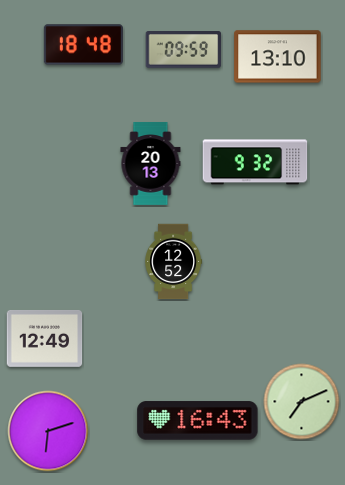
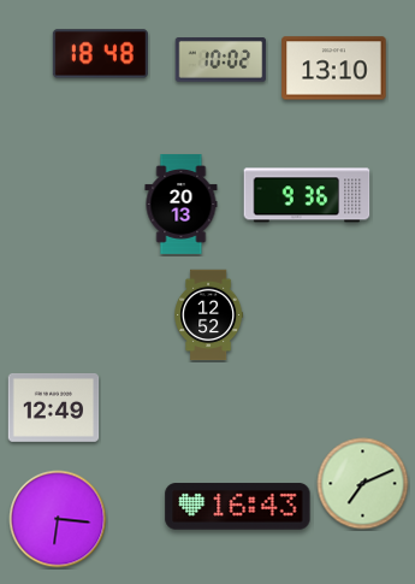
clock at (184, 50): 09:59 -> 10:02
clock at (255, 162): 9:32 -> 9:36
clock at (151, 164) position: (151, 164) -> (182, 205)
clock at (48, 431): 6:12 -> 6:16
